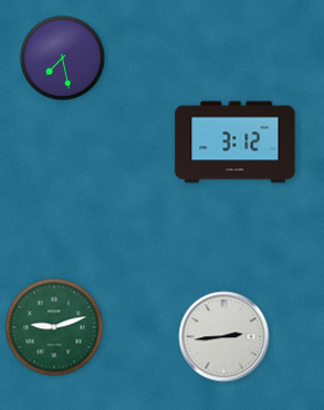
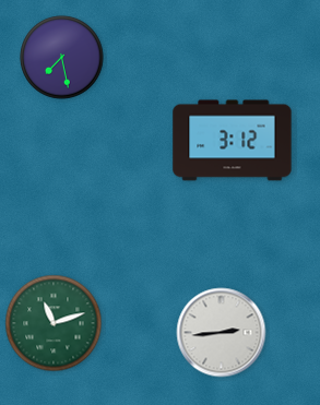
clock at (54, 327): 9:12 -> 11:12
